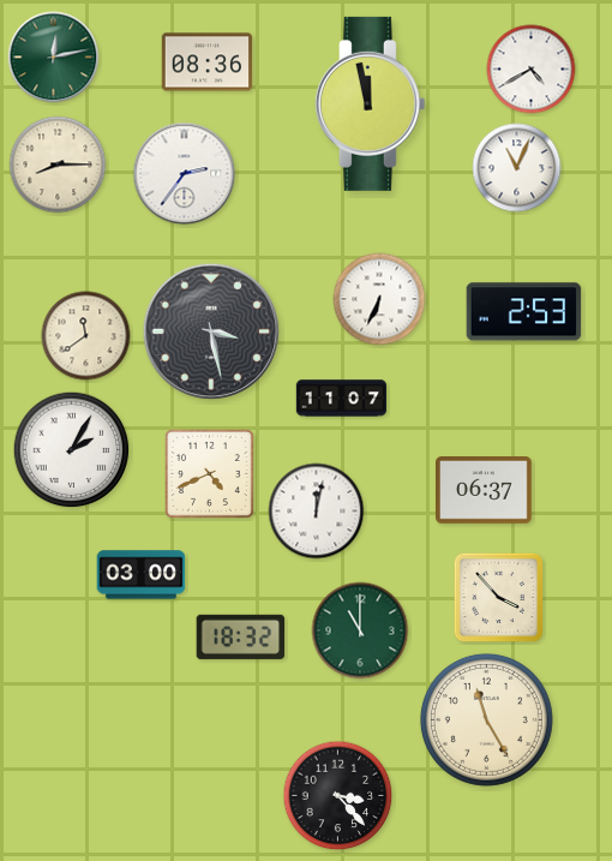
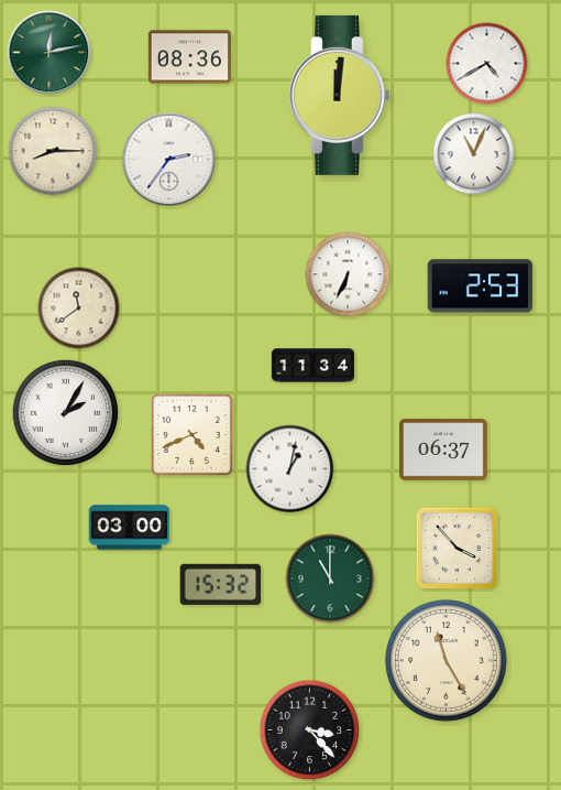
clock at (370, 103): 11:58 -> 12:01
clock at (211, 331): 3:28 -> none
clock at (342, 399): 11:07 -> 11:34
clock at (317, 512): 12:02 -> 1:02
clock at (241, 636): 18:32 -> 15:32
